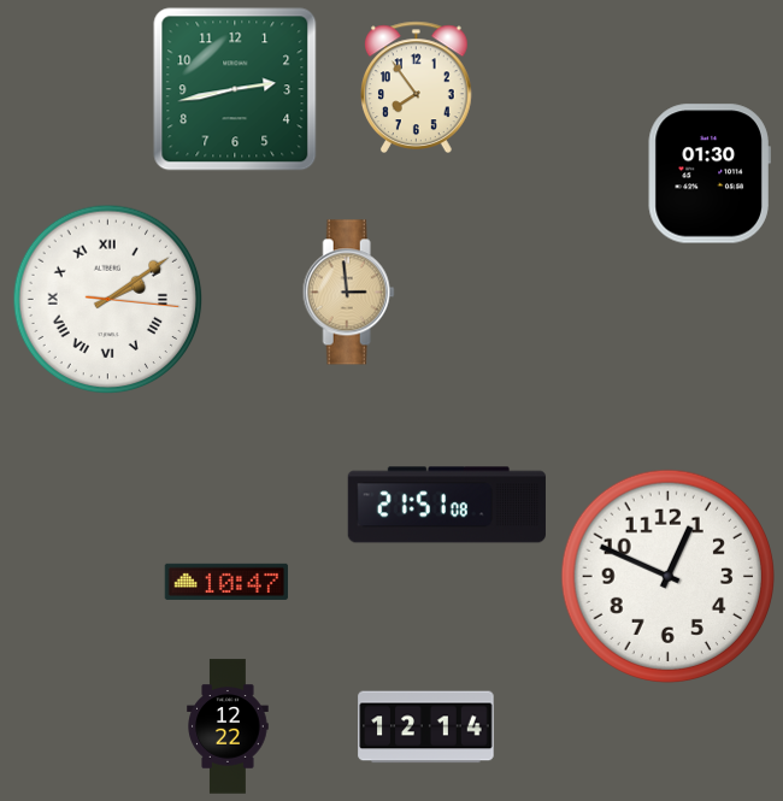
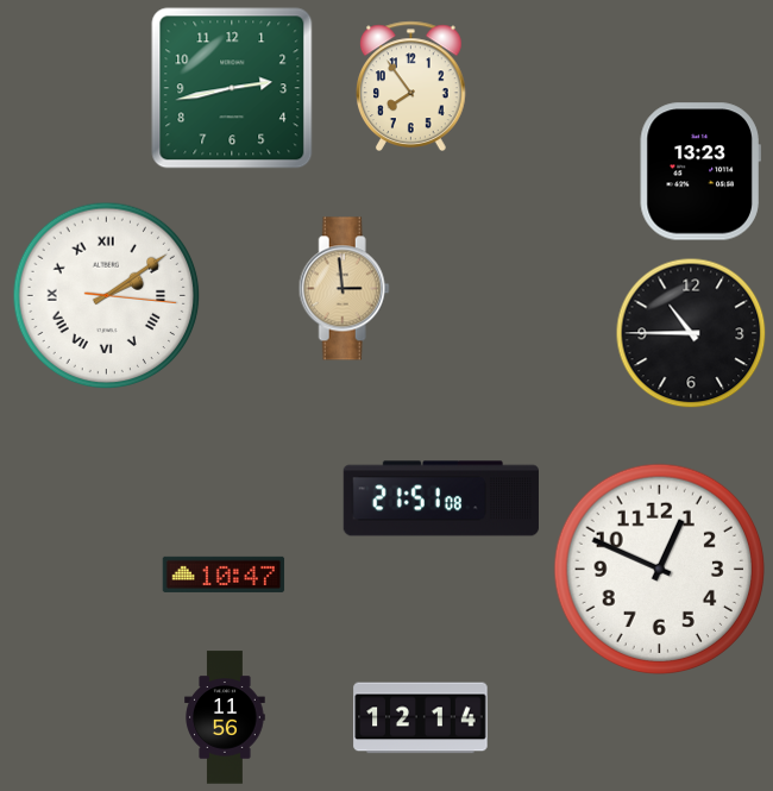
clock at (710, 173): 01:30 -> 13:23
clock at (691, 333): none -> 10:45
clock at (228, 726): 12:22 -> 11:56
